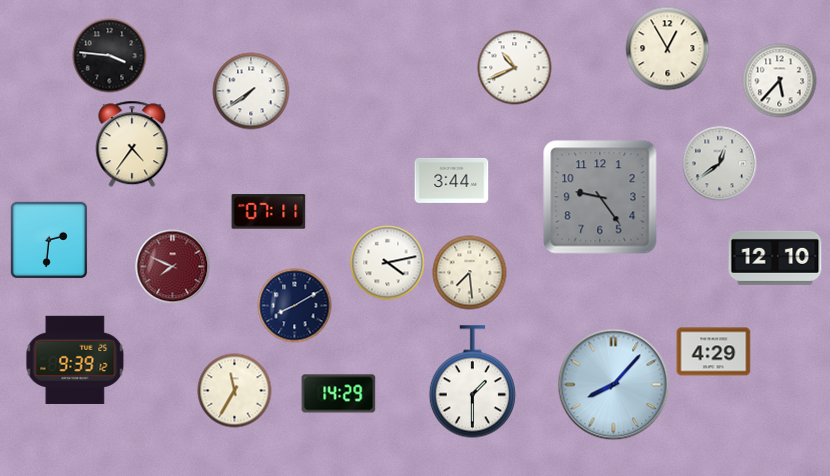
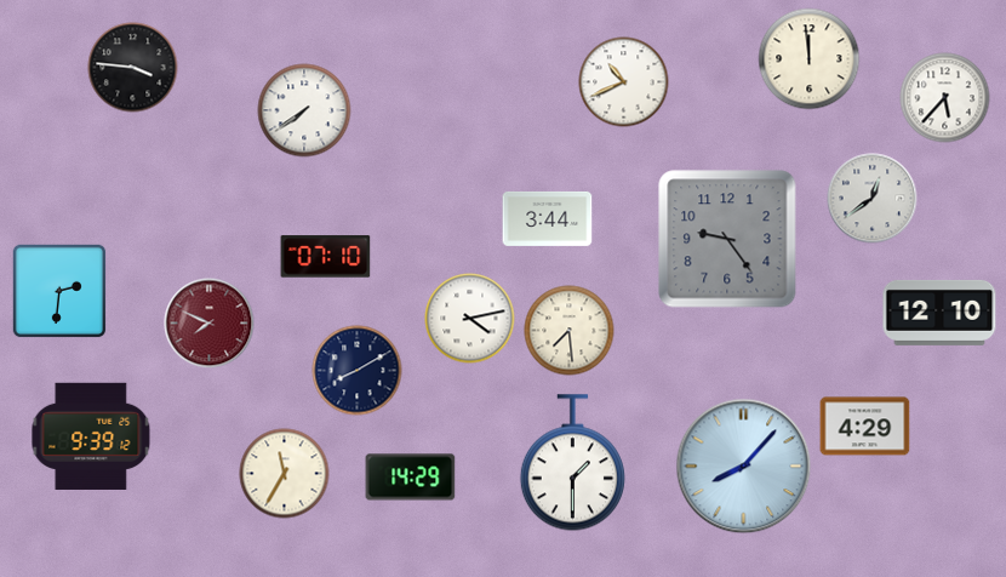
clock at (668, 49): 12:55 -> 11:59
clock at (132, 144): 4:36 -> none
clock at (269, 212): 07:11 -> 07:10
